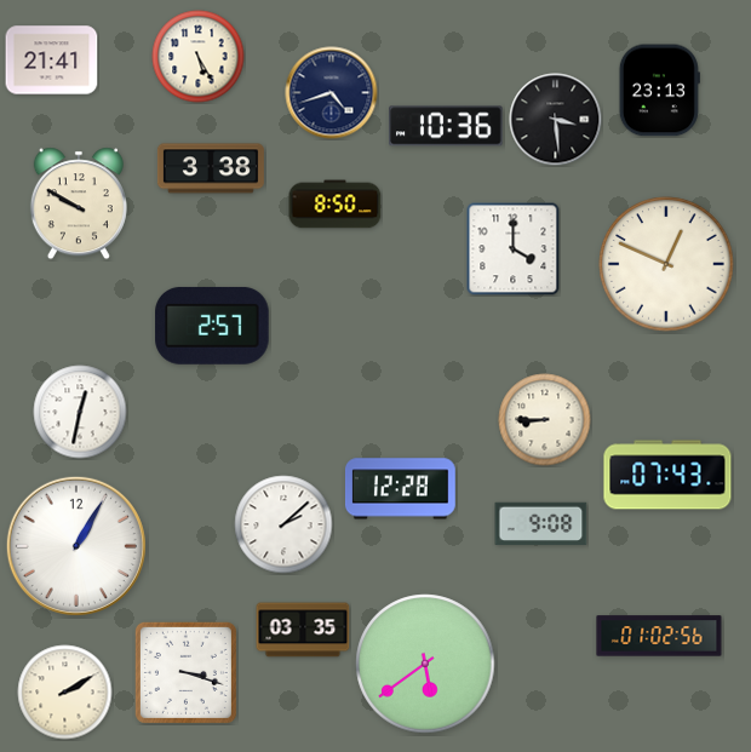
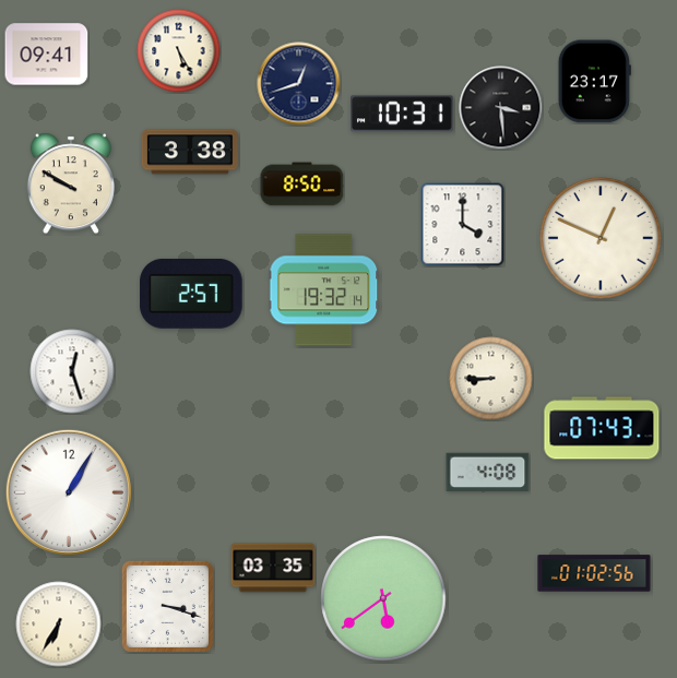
clock at (52, 61): 21:41 -> 09:41
clock at (659, 91): 23:13 -> 23:17
clock at (332, 93): 4:42 -> 12:42
clock at (446, 126): 10:36 -> 10:31
clock at (324, 290): none -> 19:32
clock at (80, 412): 12:32 -> 12:27
clock at (401, 489): 12:28 -> none
clock at (541, 523): 9:08 -> 4:08
clock at (283, 524): 2:08 -> none
clock at (65, 693): 2:10 -> 6:35
